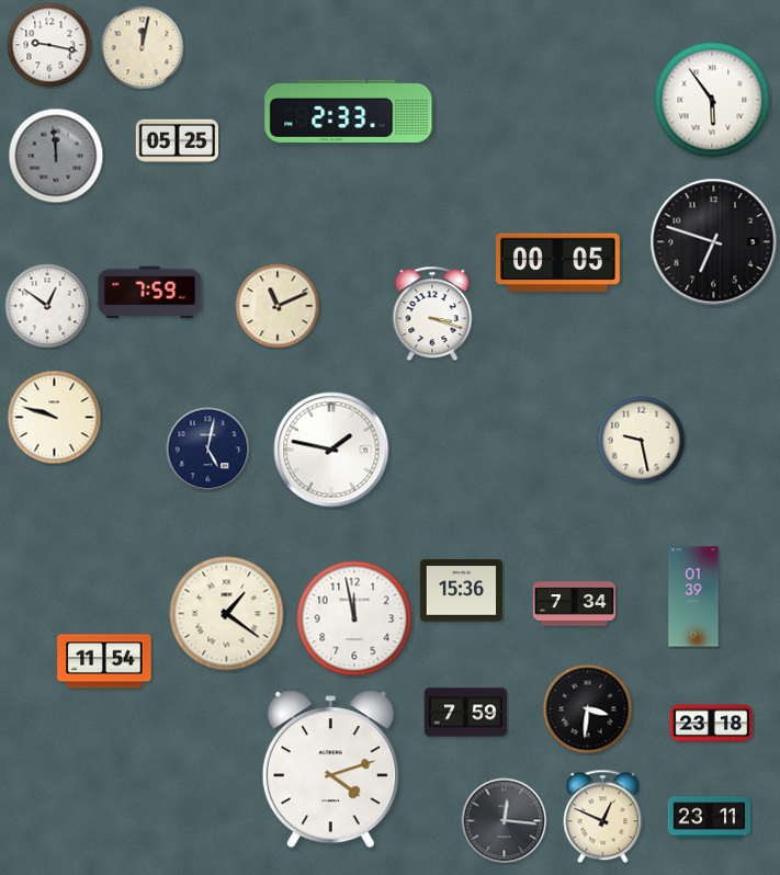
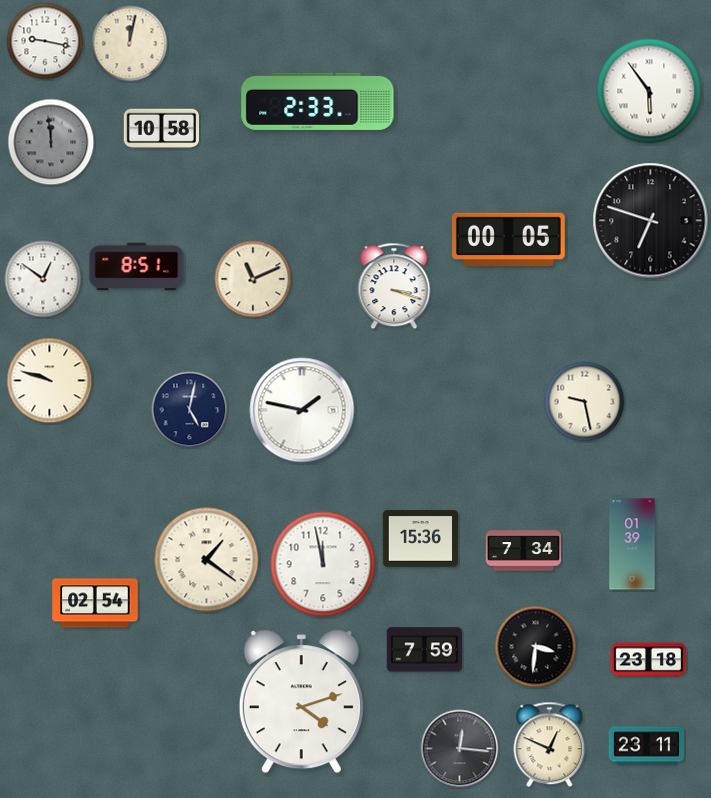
clock at (177, 141): 05:25 -> 10:58
clock at (150, 293): 7:59 -> 8:51
clock at (104, 661): 11:54 -> 02:54
